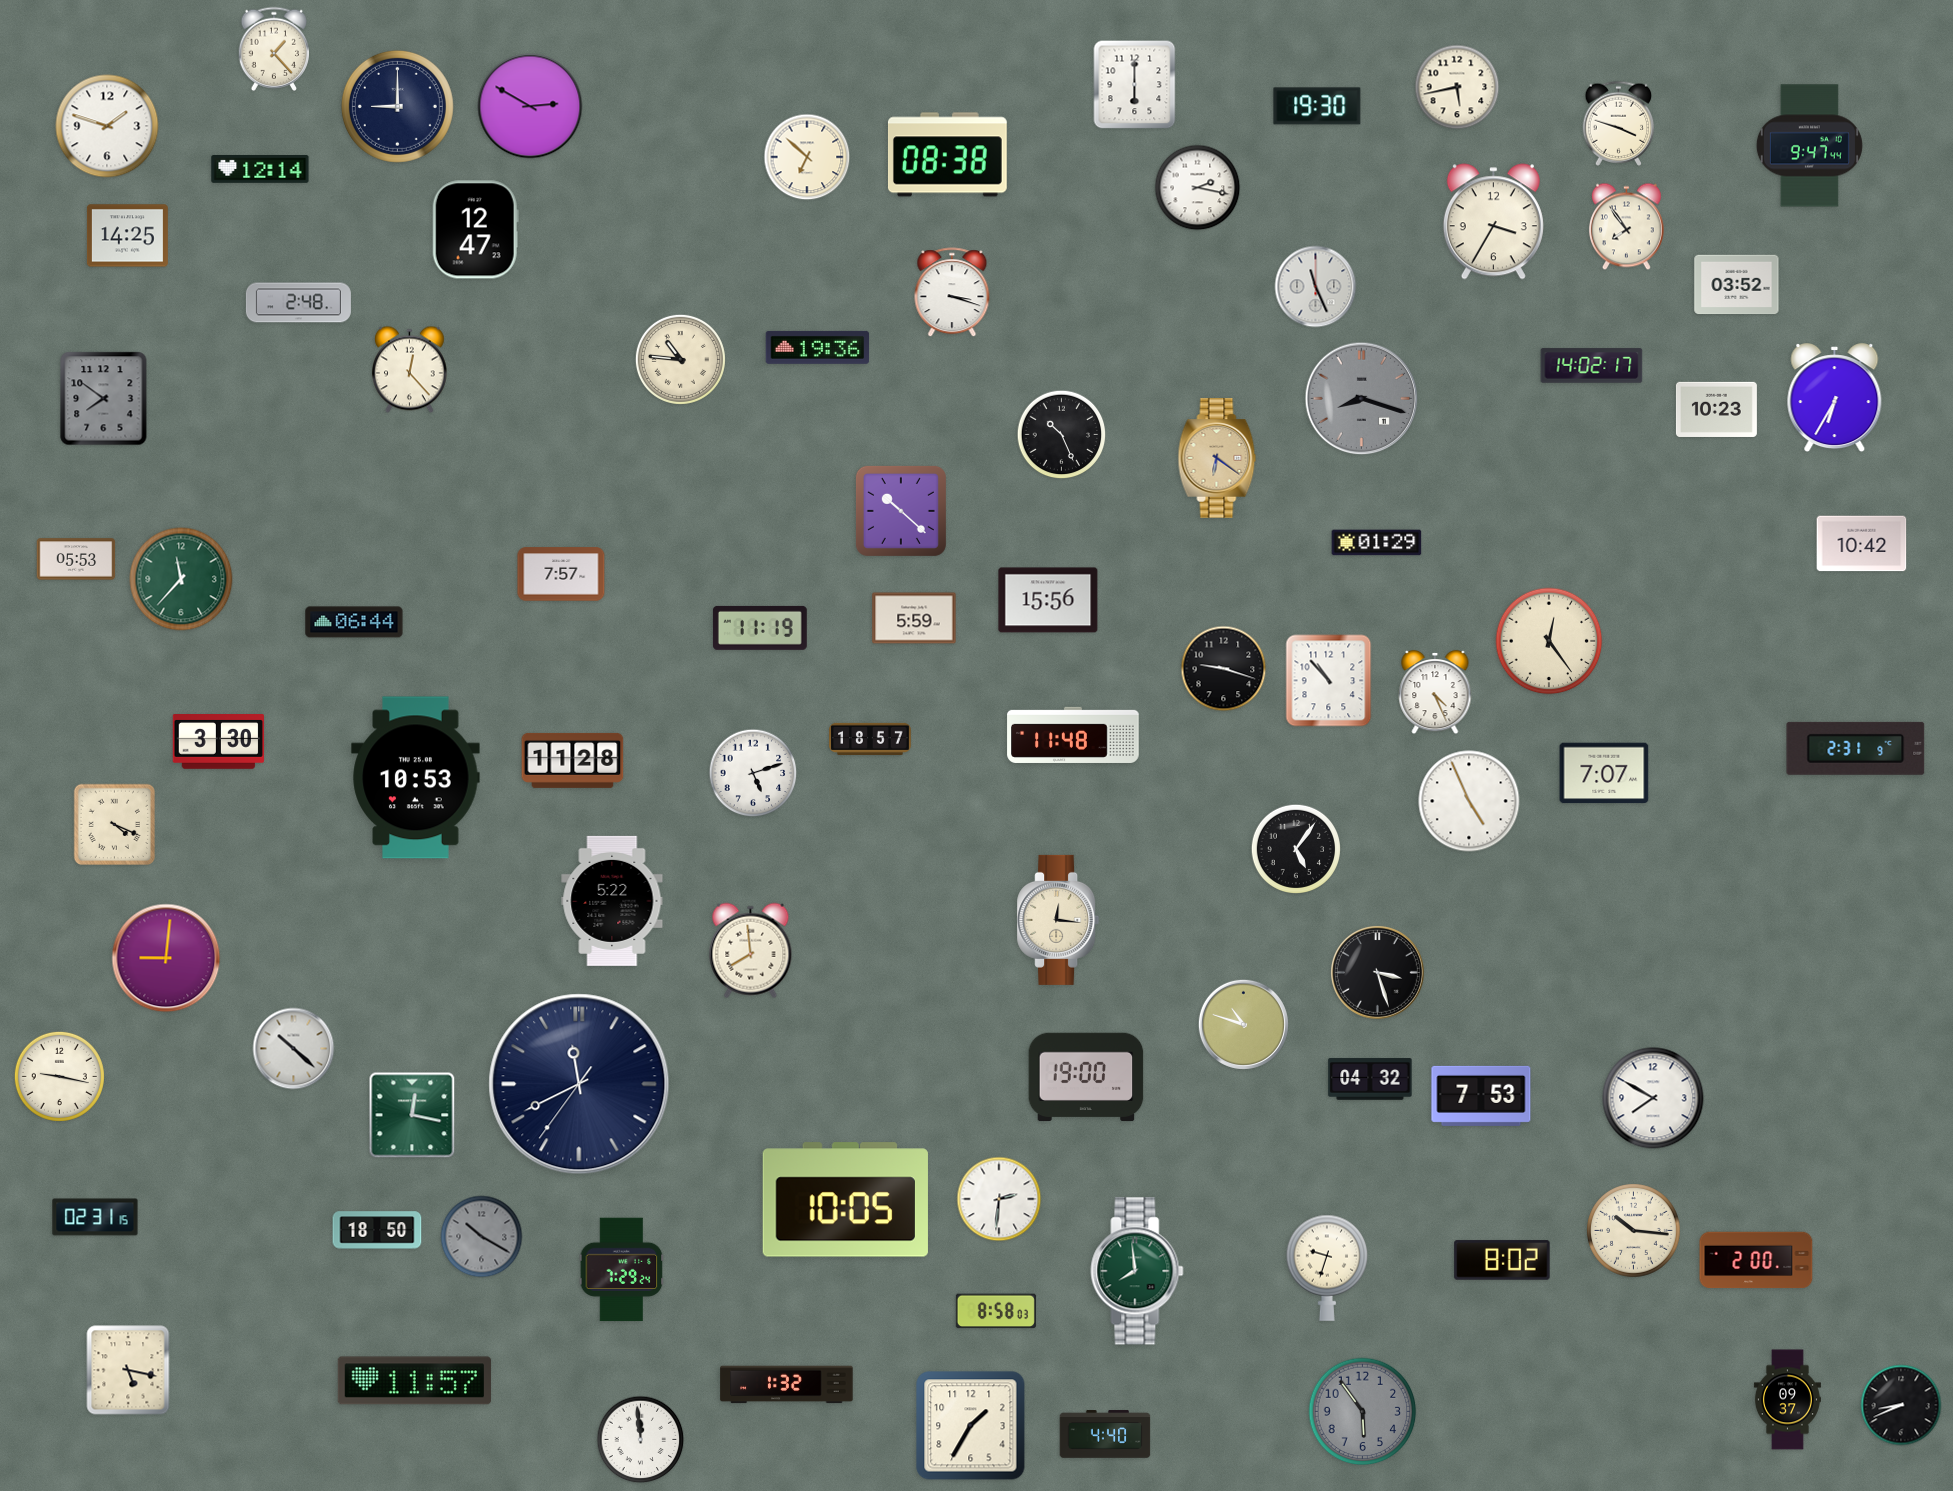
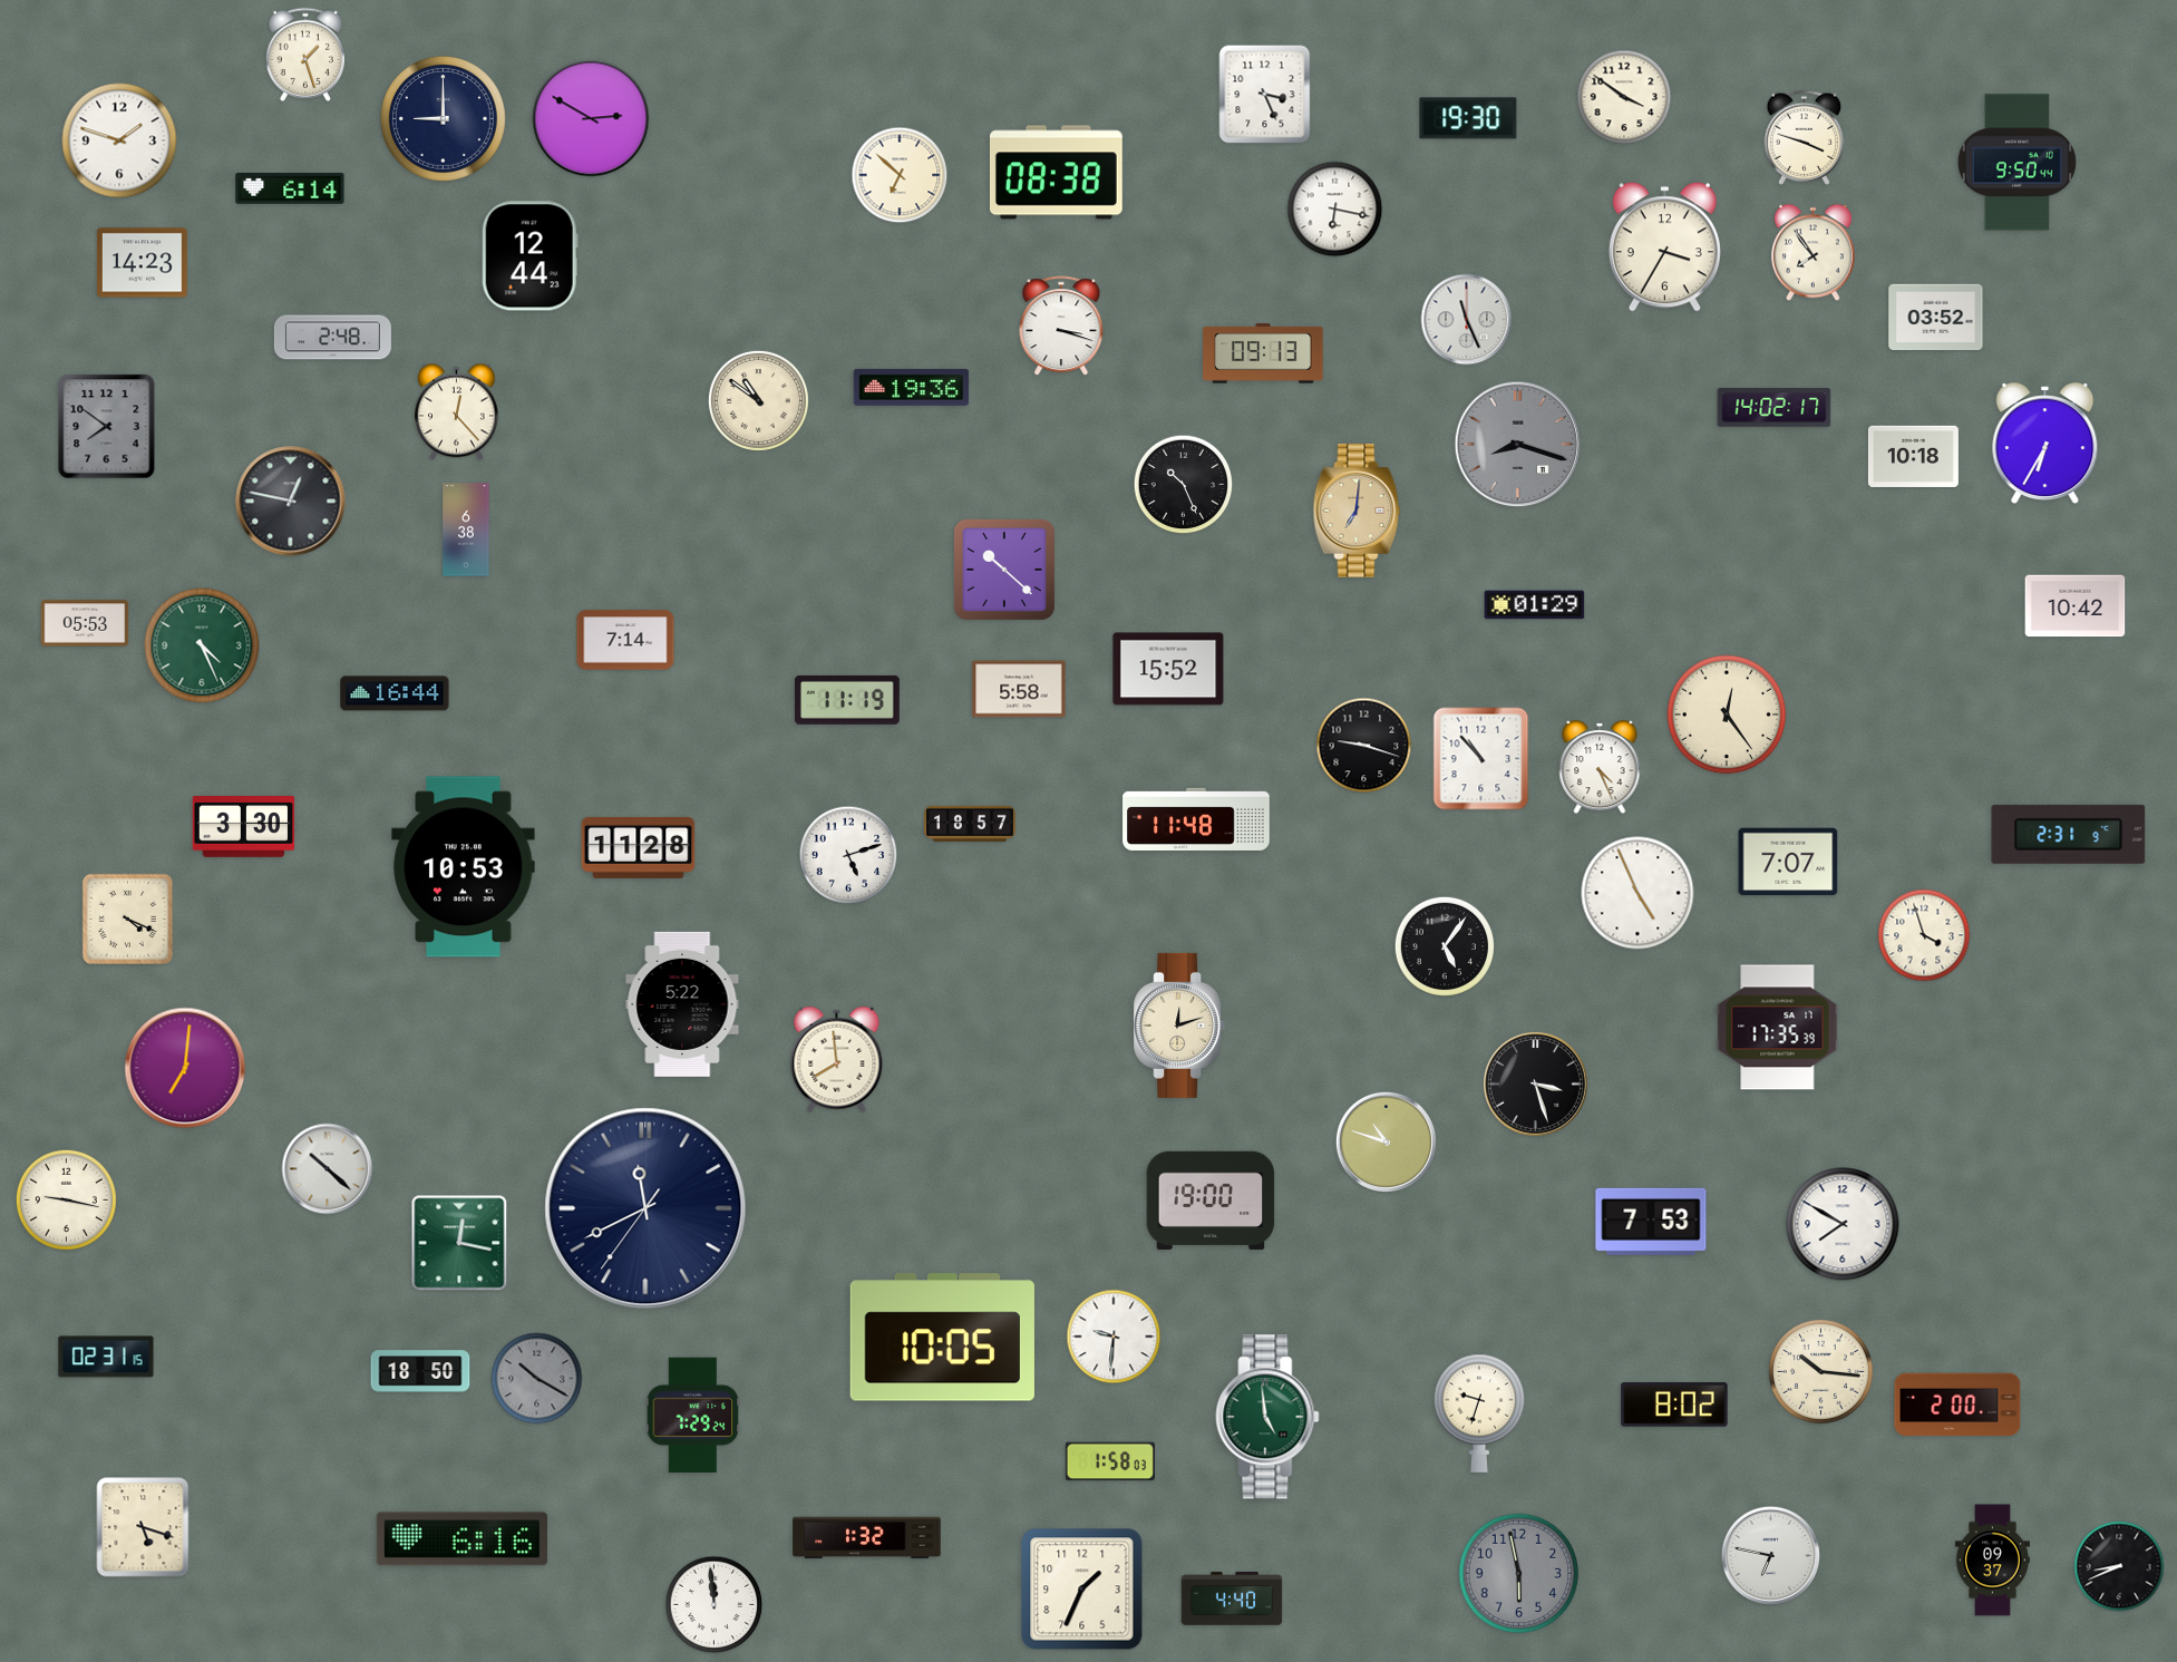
clock at (273, 49): 1:23 -> 1:27
clock at (1135, 85): 6:00 -> 3:26
clock at (1457, 87): 5:43 -> 3:51
clock at (1809, 146): 9:47 -> 9:50
clock at (260, 170): 12:14 -> 6:14
clock at (1198, 188): 2:17 -> 6:17
clock at (475, 230): 12:47 -> 12:44
clock at (127, 236): 14:25 -> 14:23
clock at (1263, 353): none -> 09:13
clock at (680, 359): 10:46 -> 10:51
clock at (104, 399) position: (104, 399) -> (107, 427)
clock at (1716, 409): 10:23 -> 10:18
clock at (291, 502): none -> 12:47
clock at (1217, 458): 6:21 -> 7:01
clock at (466, 529): none -> 6:38
clock at (561, 574): 7:57 -> 7:14
clock at (181, 579): 11:37 -> 4:26
clock at (1048, 600): 15:56 -> 15:52
clock at (914, 618): 5:59 -> 5:58
clock at (354, 622): 06:44 -> 16:44
clock at (1435, 692) position: (1435, 692) -> (1600, 767)
clock at (753, 773) position: (753, 773) -> (848, 855)
clock at (1924, 935): none -> 3:57
clock at (1058, 920): 12:16 -> 12:12
clock at (1778, 1028): none -> 17:35
clock at (166, 958): 9:01 -> 7:01
clock at (1370, 1079): 04:32 -> none
clock at (999, 1199): 2:31 -> 9:31
clock at (1137, 1271): 7:59 -> 4:59
clock at (996, 1311): 8:58 -> 1:58
clock at (128, 1370): 5:17 -> 5:18
clock at (414, 1381): 11:57 -> 6:16
clock at (787, 1385) position: (787, 1385) -> (867, 1538)
clock at (1771, 1556): none -> 6:47
clock at (1363, 1412): 5:54 -> 5:58
clock at (971, 1426): 1:35 -> 1:34
